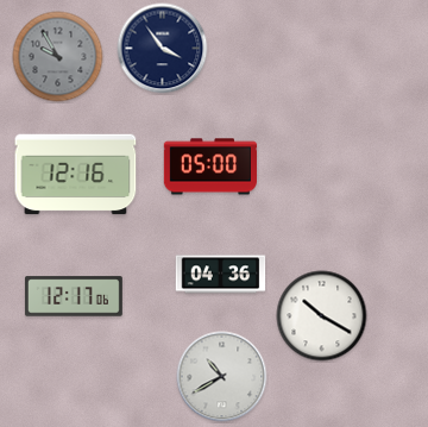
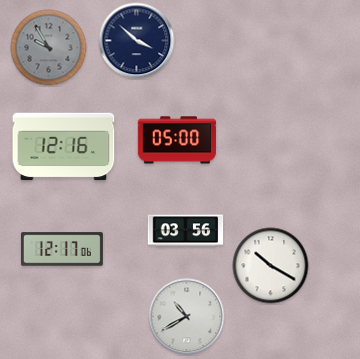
clock at (163, 49): 3:54 -> 3:52
clock at (221, 275): 04:36 -> 03:56
